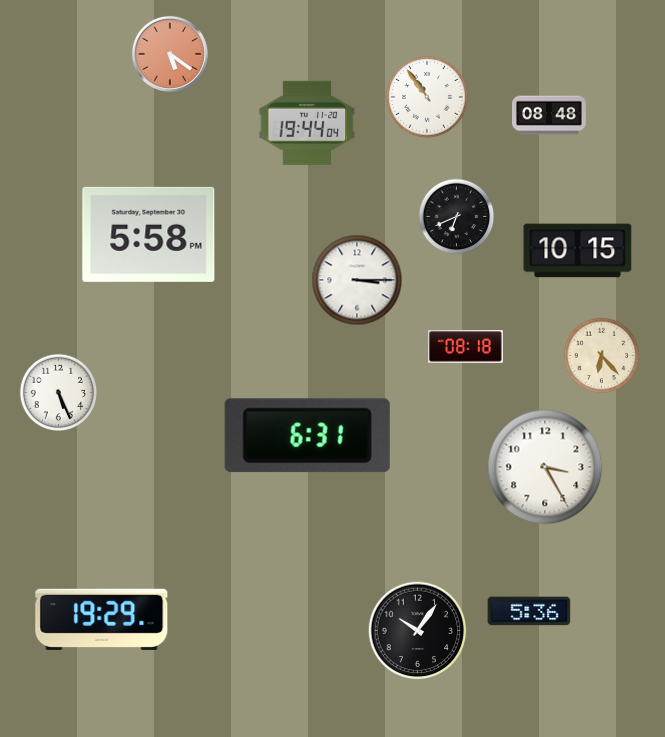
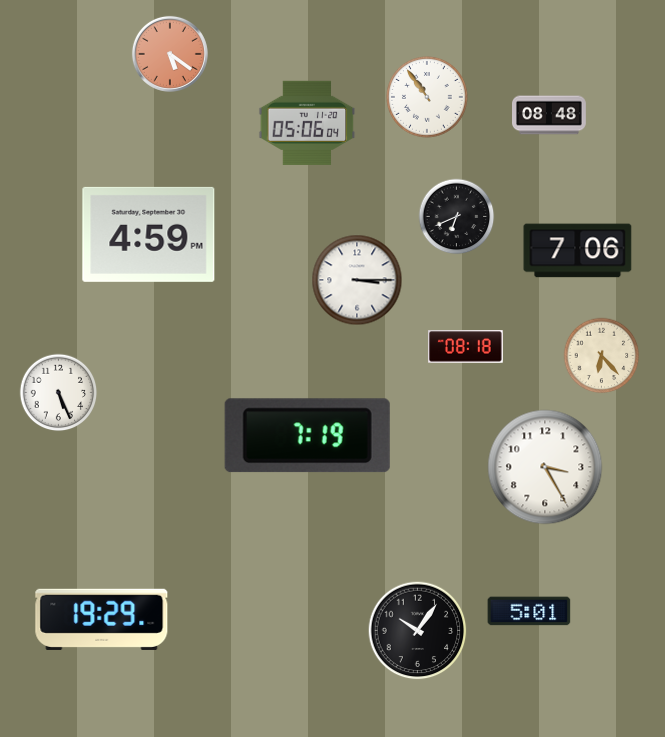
clock at (307, 123): 19:44 -> 05:06
clock at (149, 234): 5:58 -> 4:59
clock at (578, 251): 10:15 -> 7:06
clock at (307, 436): 6:31 -> 7:19
clock at (529, 611): 5:36 -> 5:01
